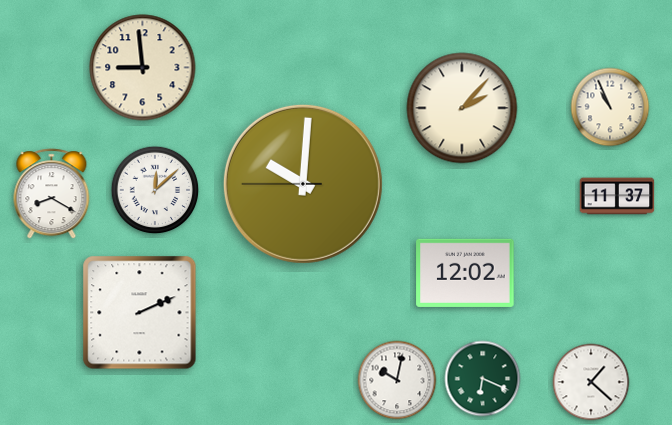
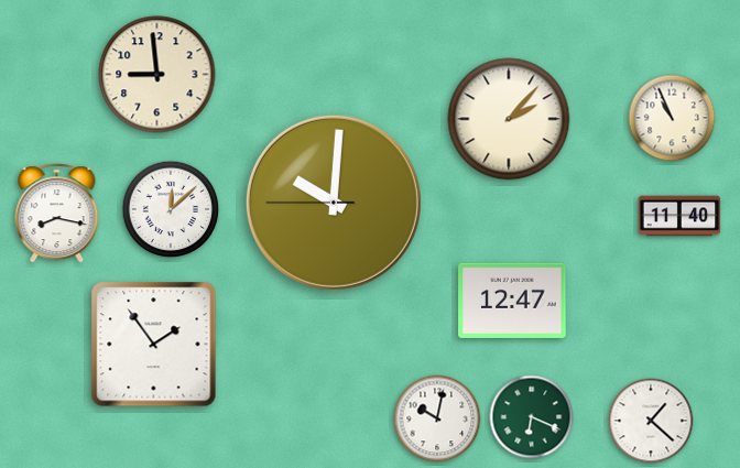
clock at (52, 194): 8:20 -> 8:17
clock at (617, 196): 11:37 -> 11:40
clock at (465, 273): 12:02 -> 12:47
clock at (140, 313): 2:11 -> 1:54
